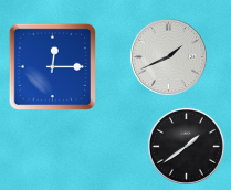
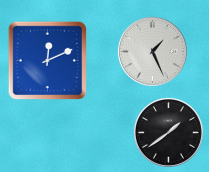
clock at (168, 56): 1:41 -> 1:26
clock at (53, 67): 12:15 -> 12:11
